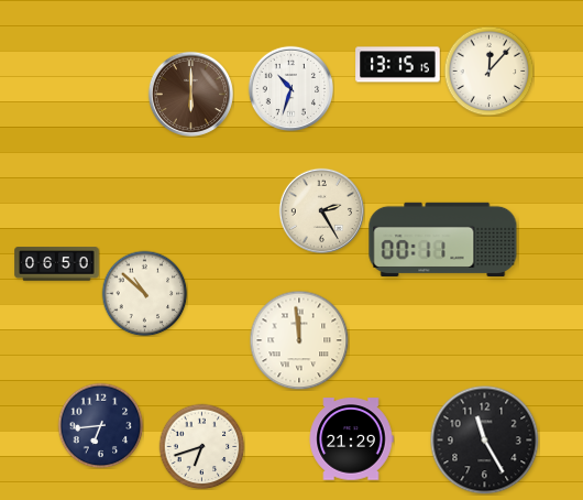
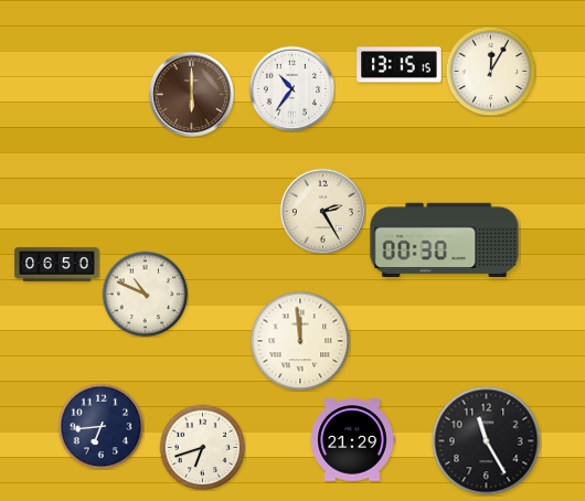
clock at (488, 70): 12:07 -> 12:05
clock at (290, 88): 10:33 -> 10:36
clock at (443, 239): 00:11 -> 00:30
clock at (144, 293): 10:52 -> 10:49
